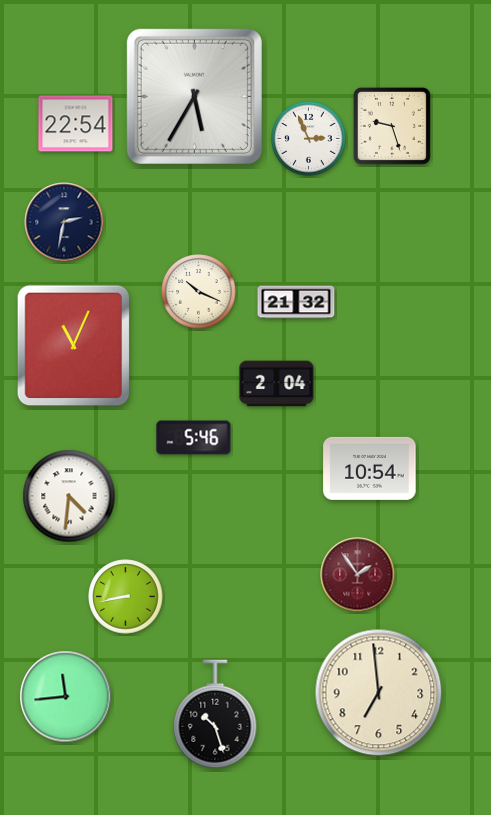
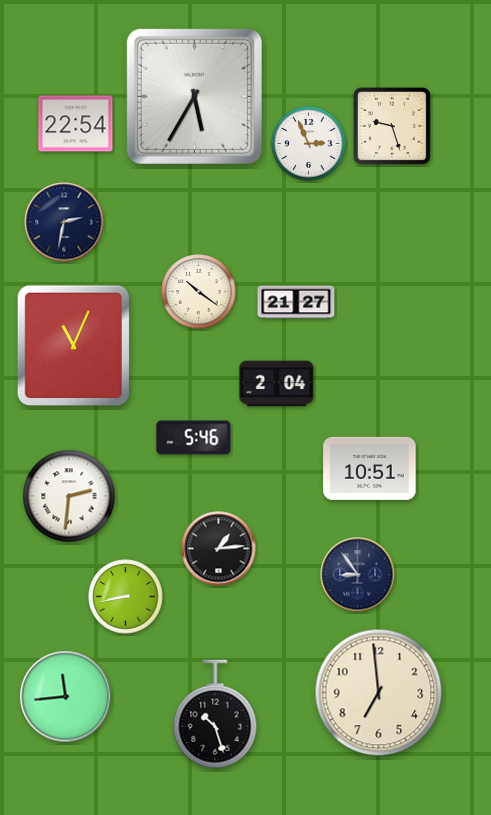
clock at (309, 139) position: (309, 139) -> (309, 144)
clock at (199, 292): 10:19 -> 10:21
clock at (296, 302): 21:32 -> 21:27
clock at (370, 468): 10:54 -> 10:51
clock at (69, 496): 4:31 -> 2:31
clock at (219, 549): none -> 1:14
clock at (358, 575): 1:54 -> 8:54
clock at (358, 575) dial: burgundy -> navy
